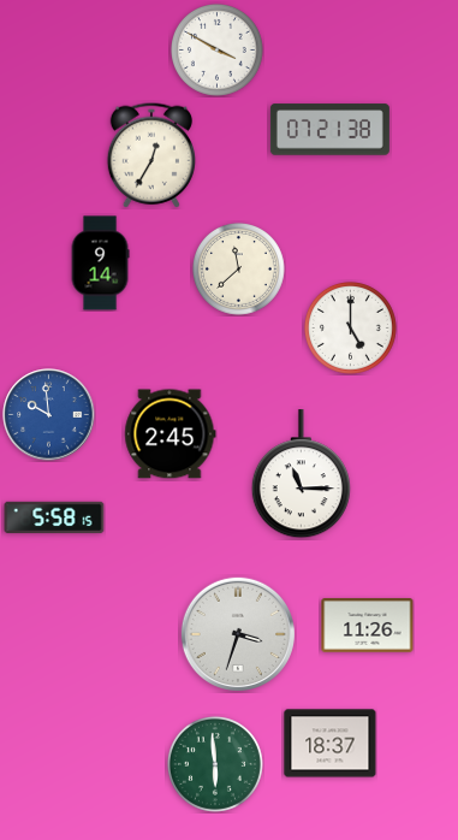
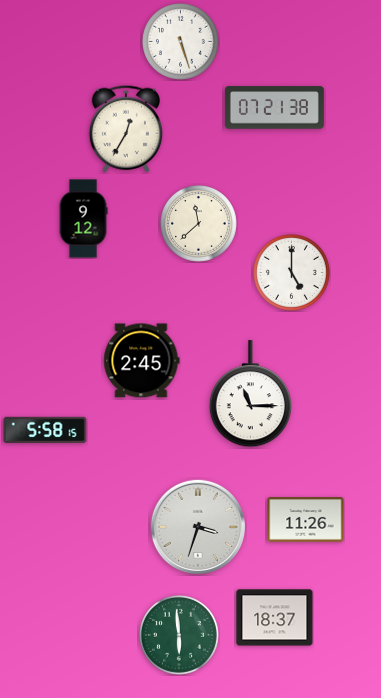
clock at (218, 51): 3:50 -> 5:27
clock at (100, 264): 9:14 -> 9:12
clock at (49, 415): 9:59 -> none
